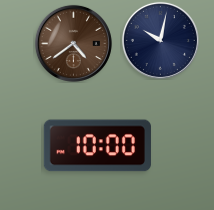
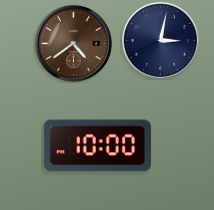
clock at (160, 40): 10:02 -> 3:02
